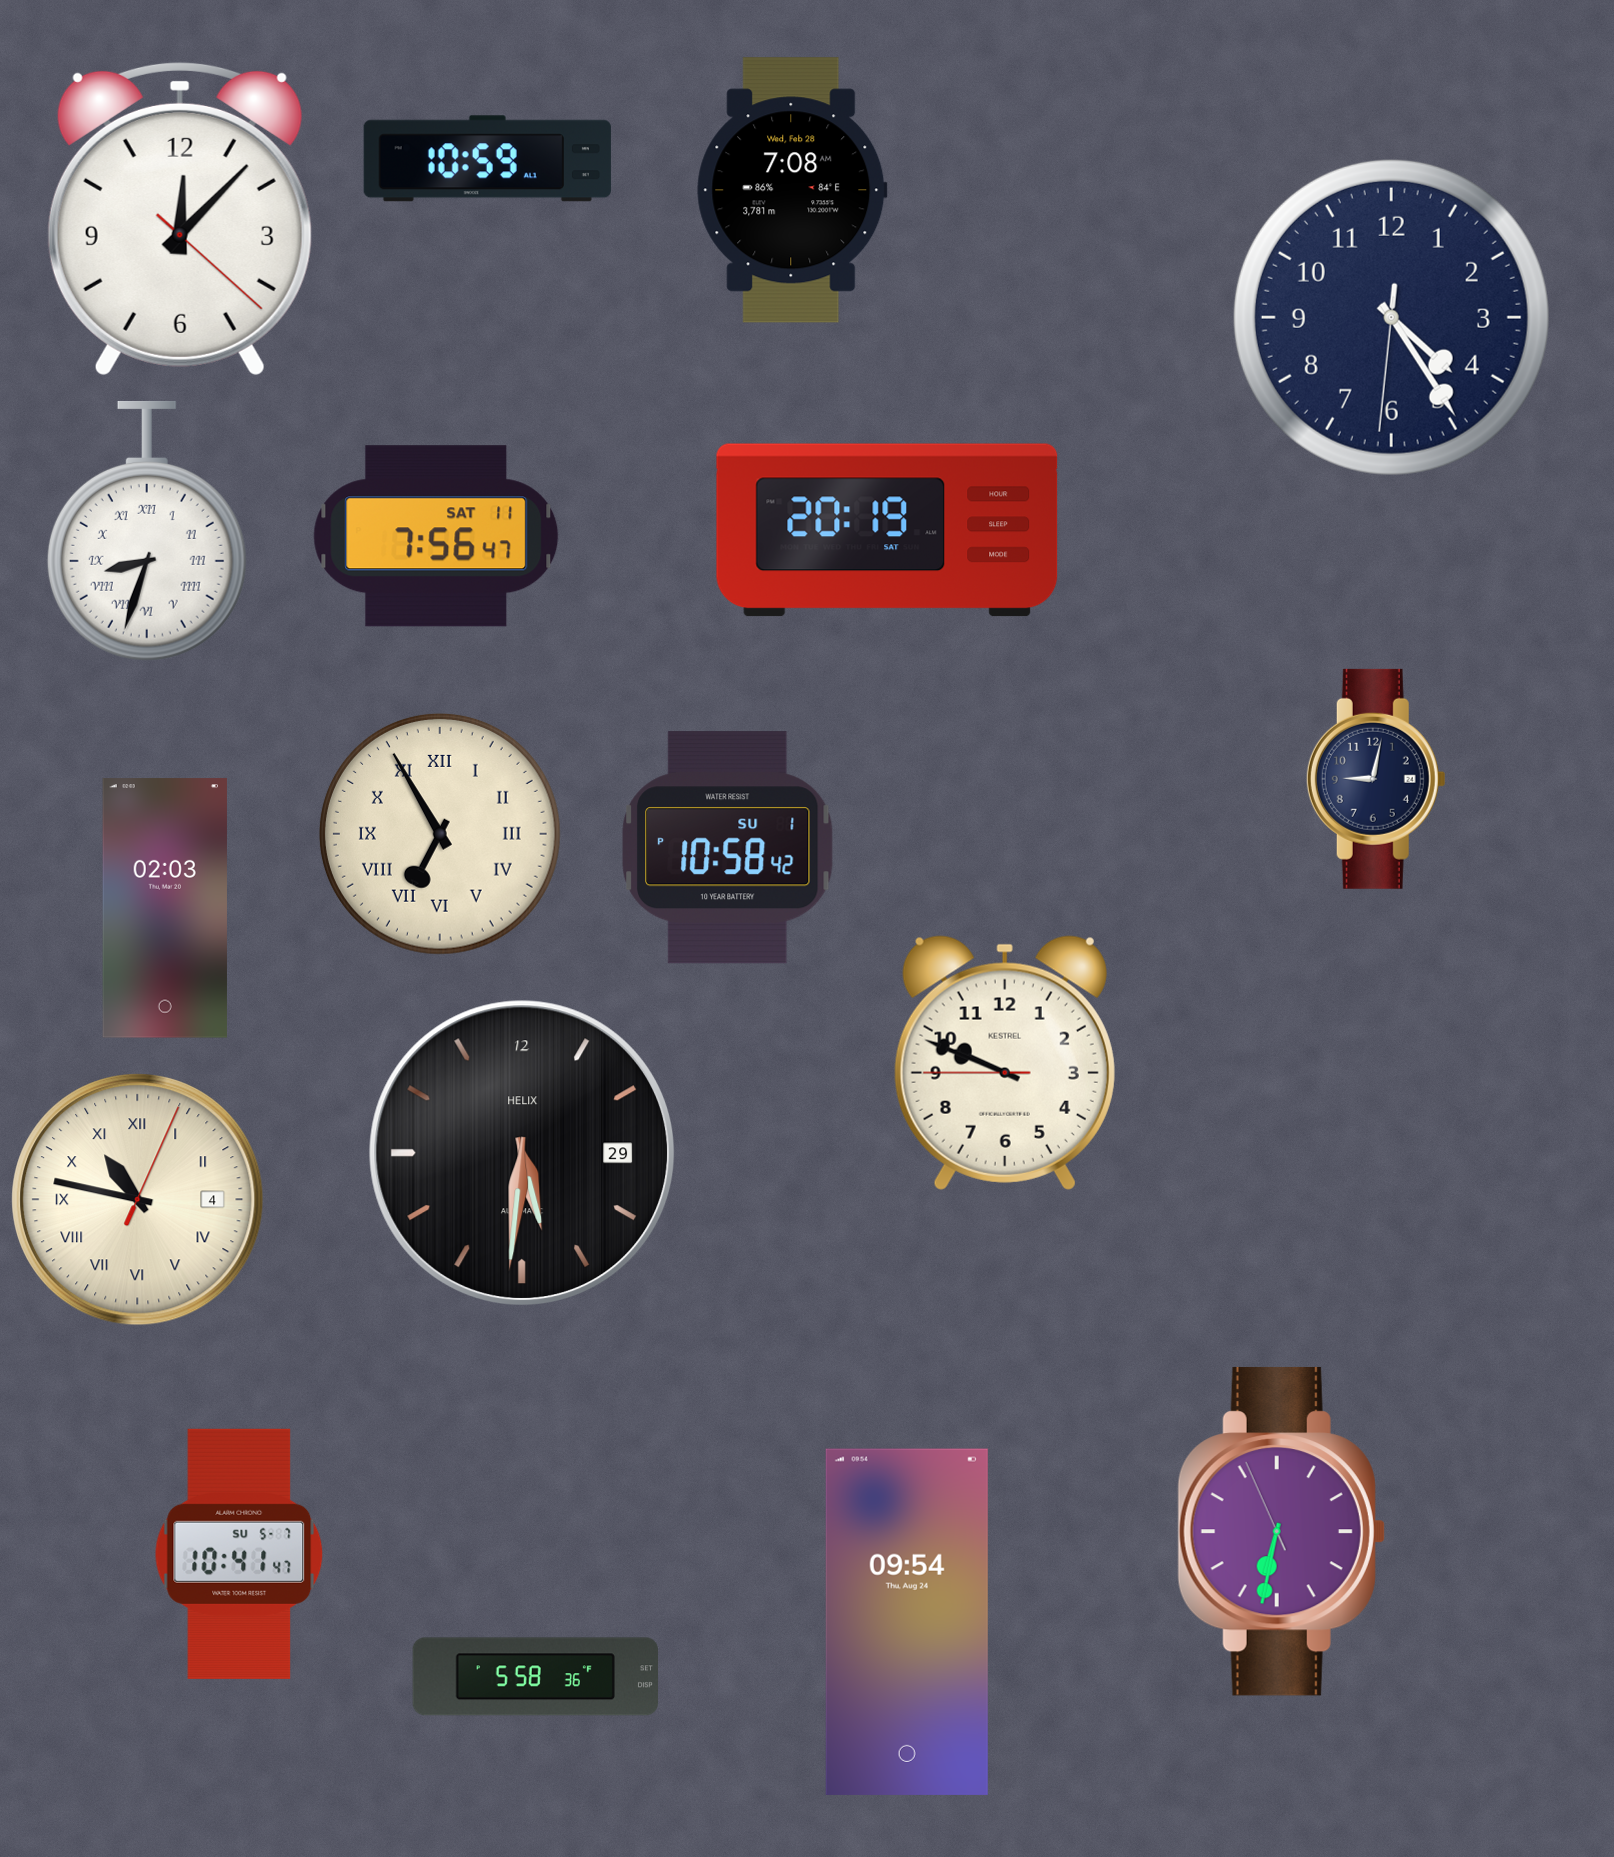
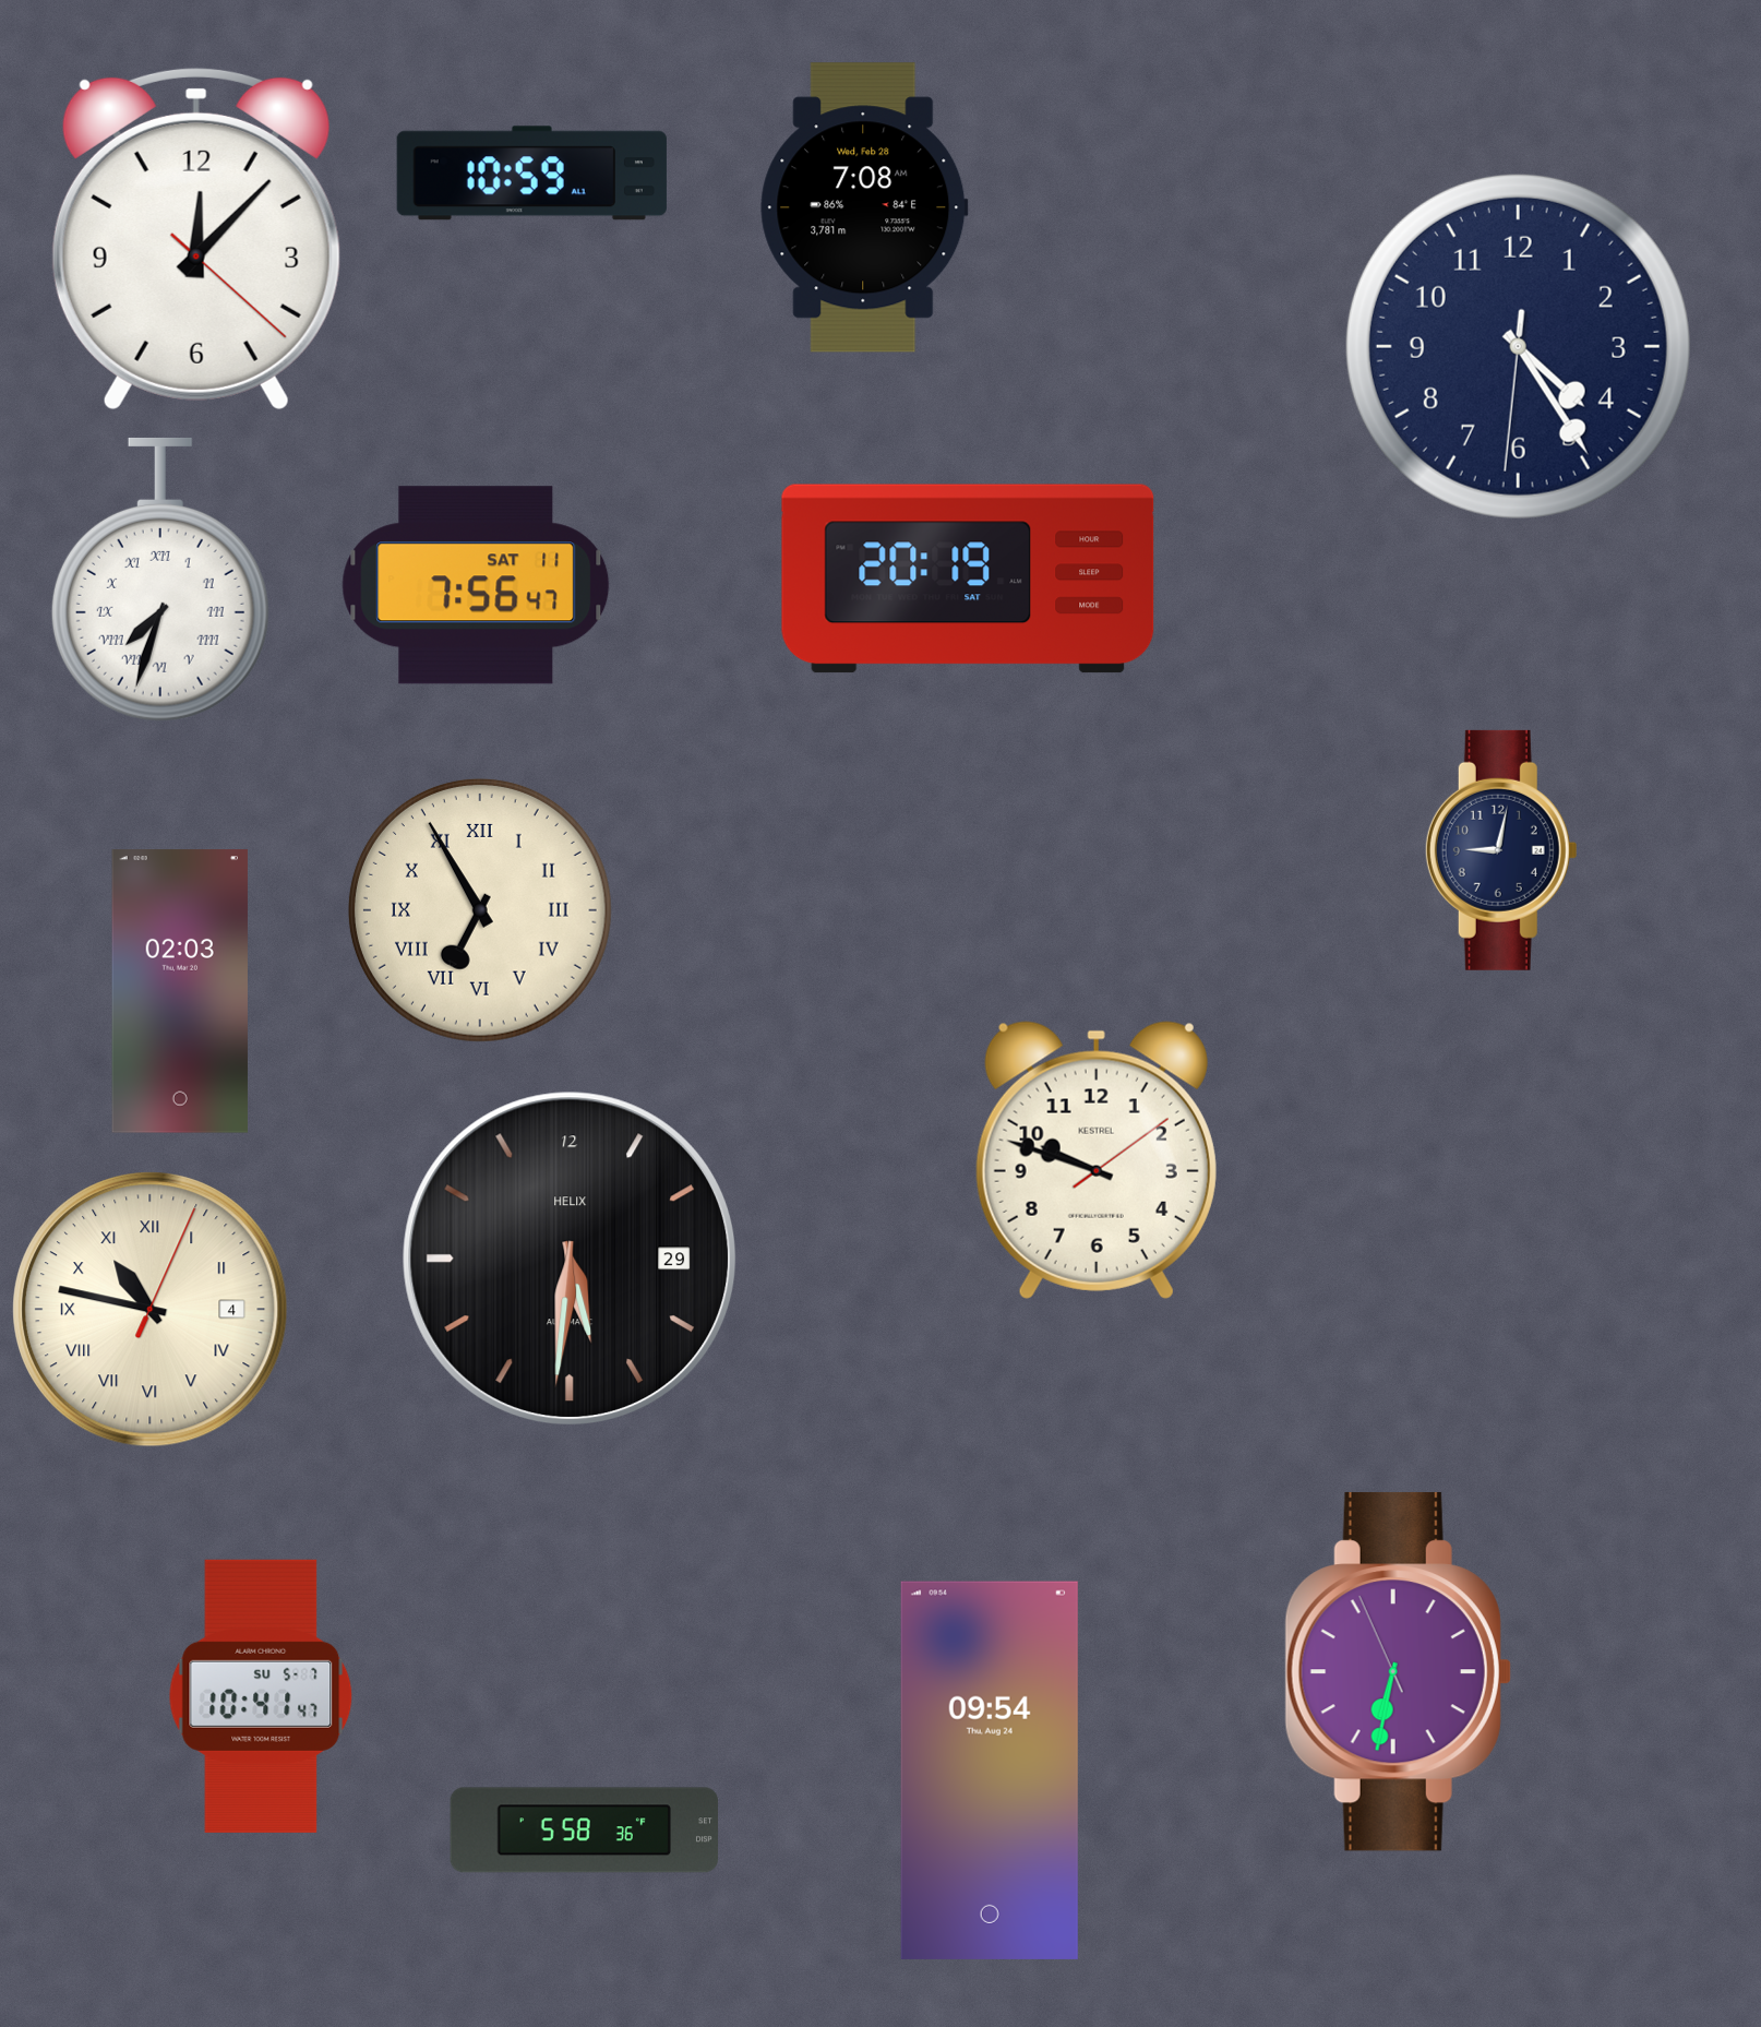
clock at (147, 531): 8:33 -> 7:33
clock at (727, 848): 10:58 -> none
clock at (1005, 1063): 9:48:45 -> 9:48:09
